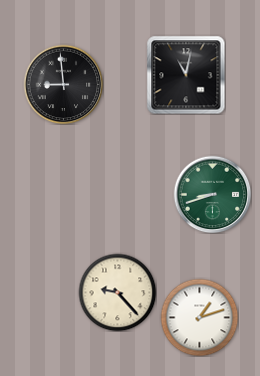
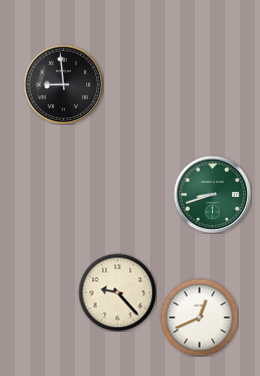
clock at (186, 75): 11:02 -> none
clock at (199, 317): 1:12 -> 12:41
